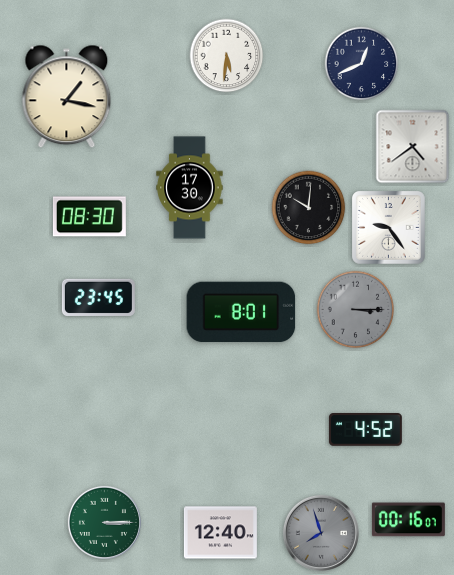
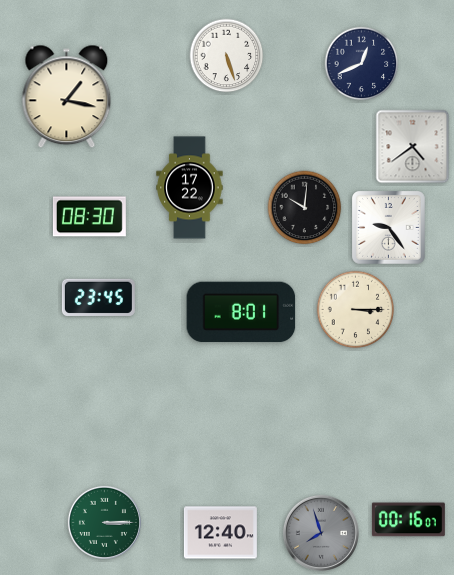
clock at (227, 56): 5:31 -> 5:27
clock at (190, 188): 17:30 -> 17:22
clock at (309, 208) position: (309, 208) -> (305, 208)
clock at (356, 310) dial: grey -> cream
clock at (365, 430): 4:52 -> none
